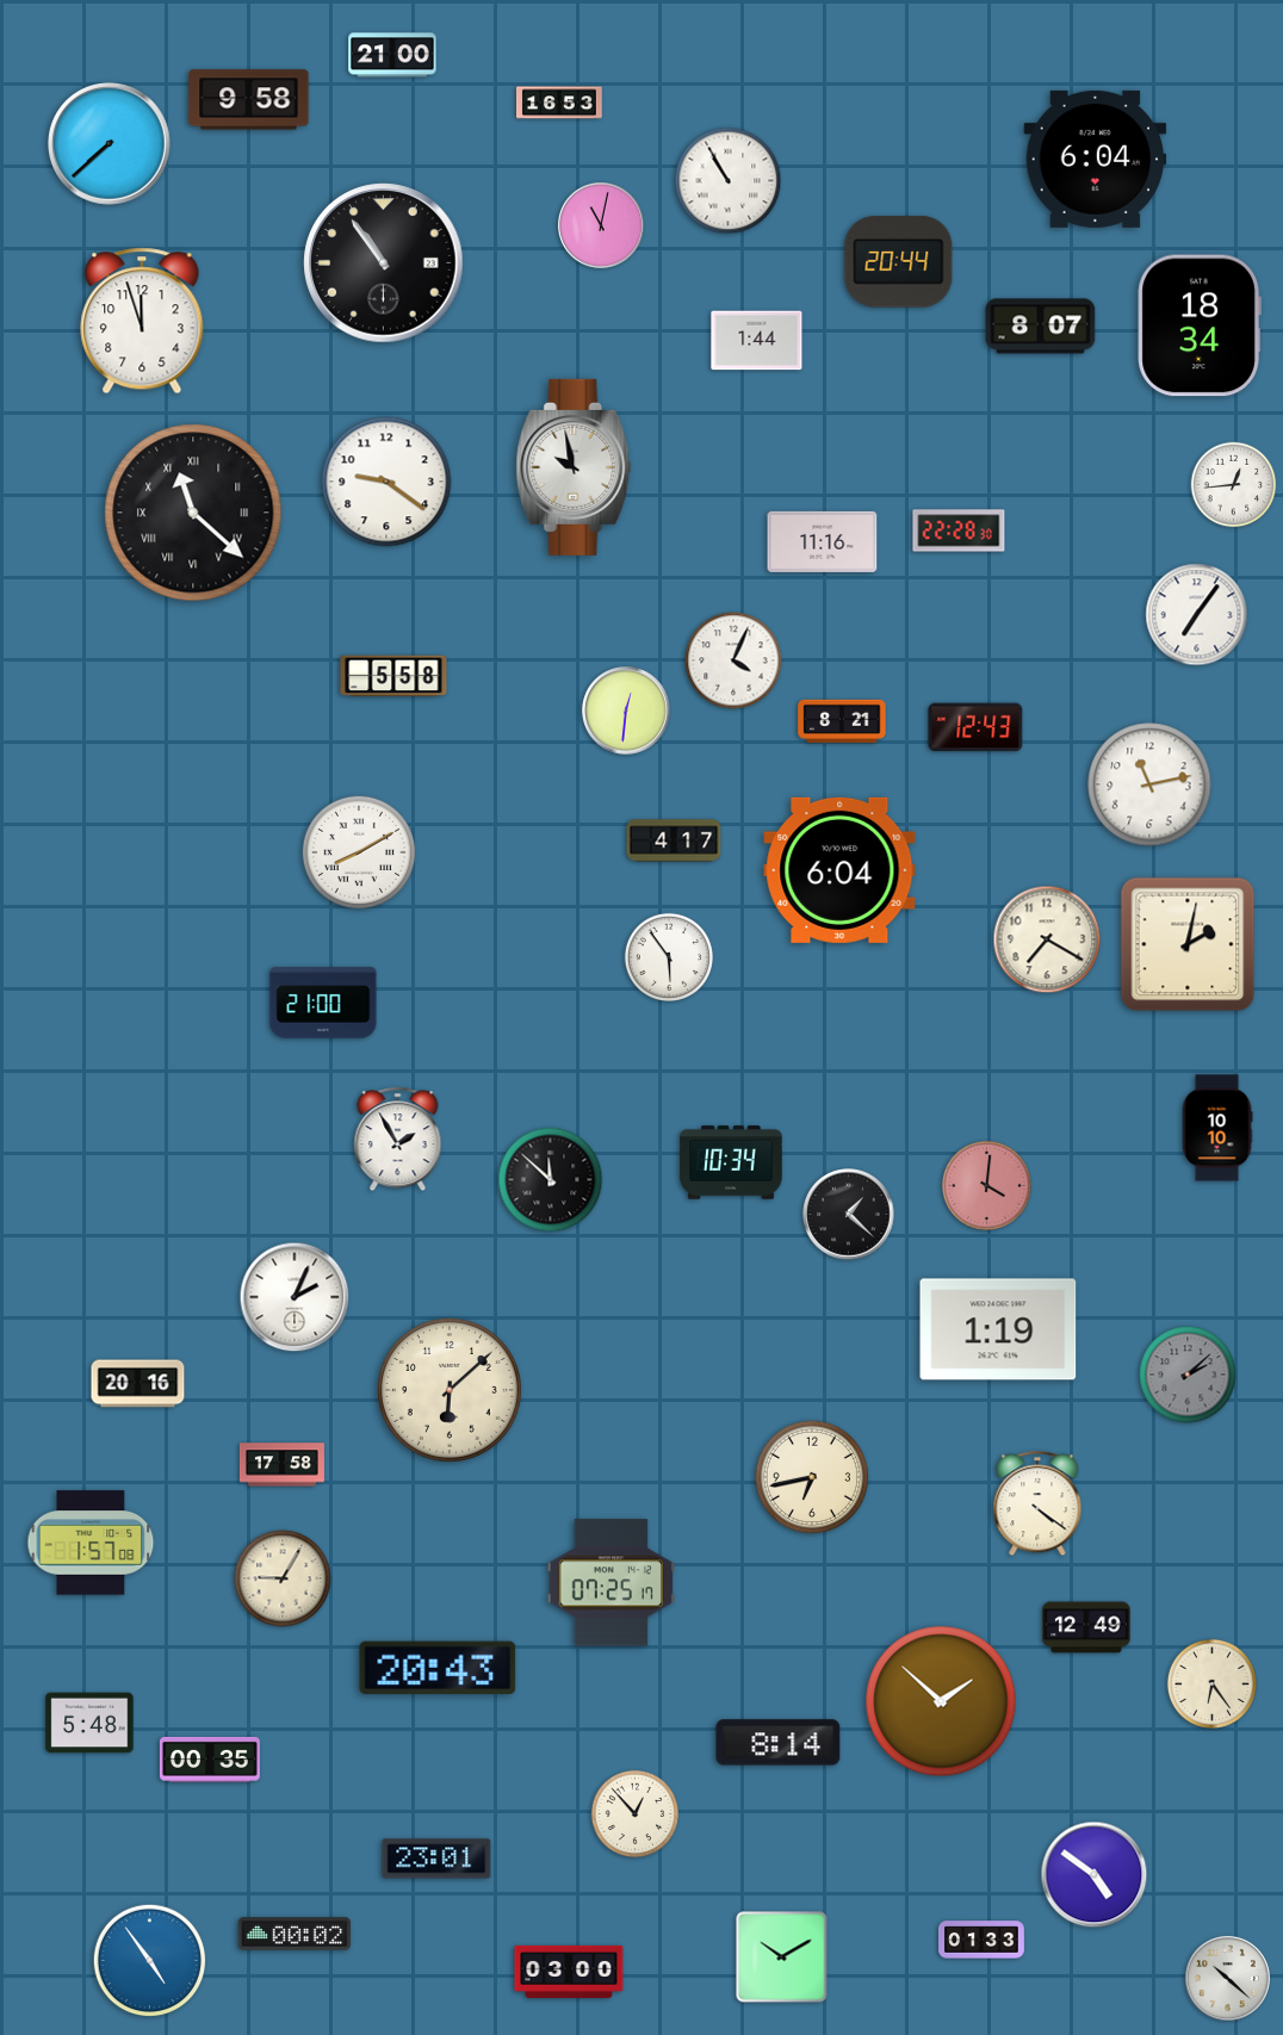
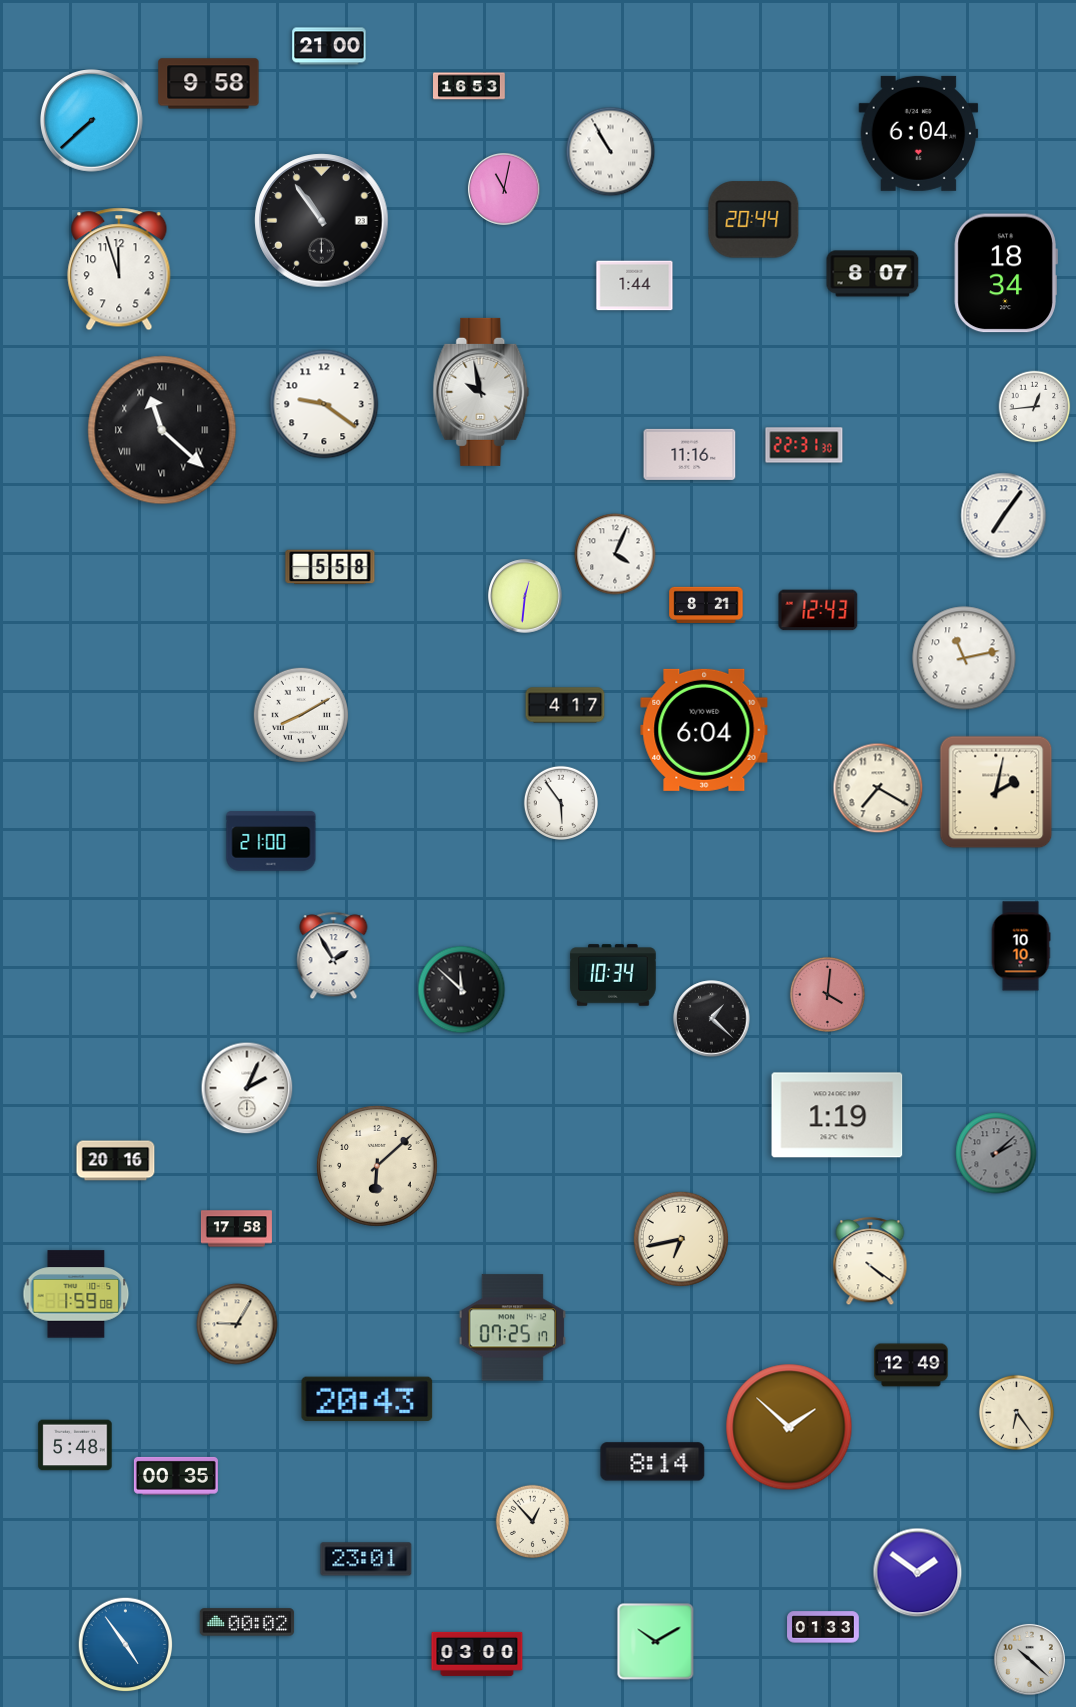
clock at (959, 531): 22:28 -> 22:31
clock at (91, 1543): 1:57 -> 1:59
clock at (1095, 1875): 4:51 -> 1:51
